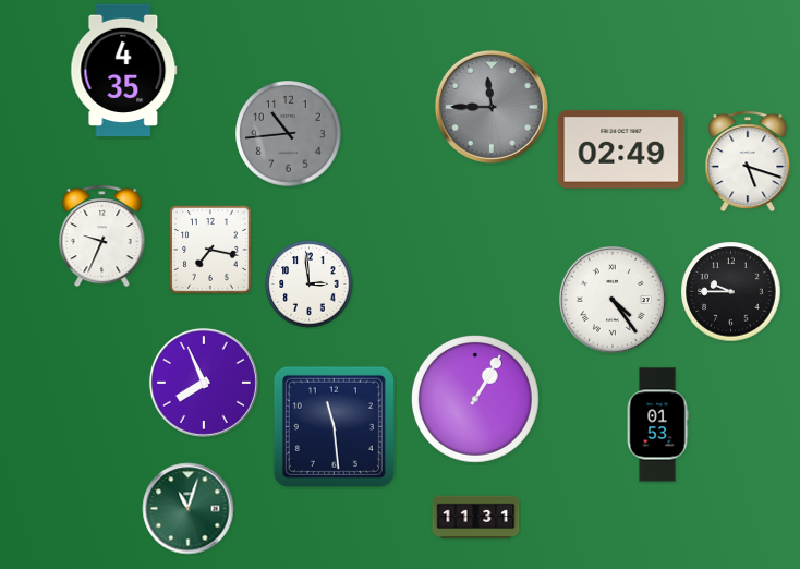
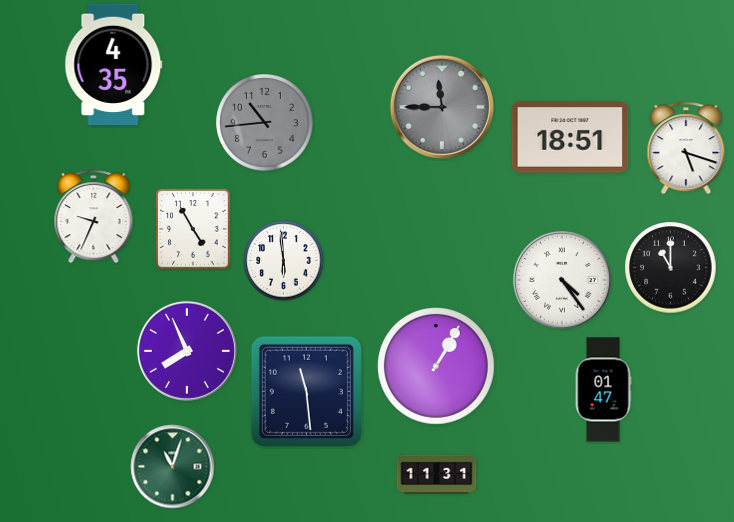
clock at (492, 107) position: (492, 107) -> (442, 107)
clock at (621, 149): 02:49 -> 18:51
clock at (210, 250): 7:17 -> 4:55
clock at (310, 284): 2:59 -> 5:59
clock at (731, 292): 9:45 -> 11:00
clock at (613, 300) position: (613, 300) -> (562, 280)
clock at (657, 425): 01:53 -> 01:47
